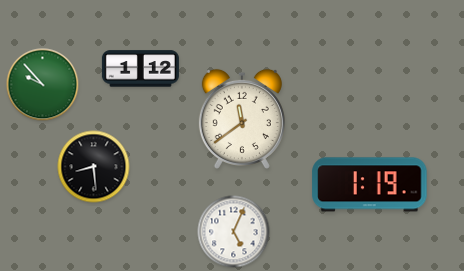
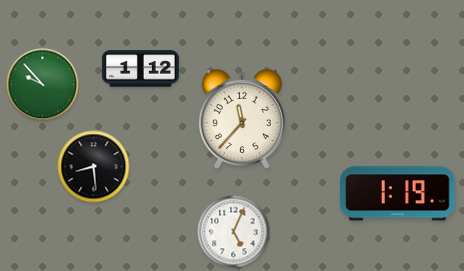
clock at (242, 119): 11:39 -> 11:37
clock at (370, 185) position: (370, 185) -> (398, 194)
